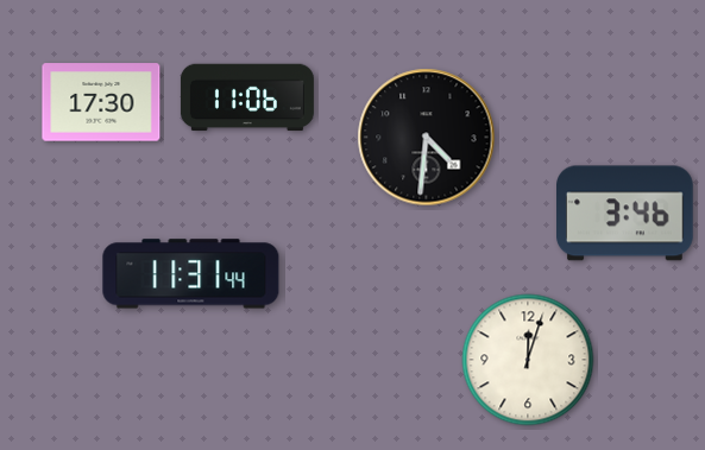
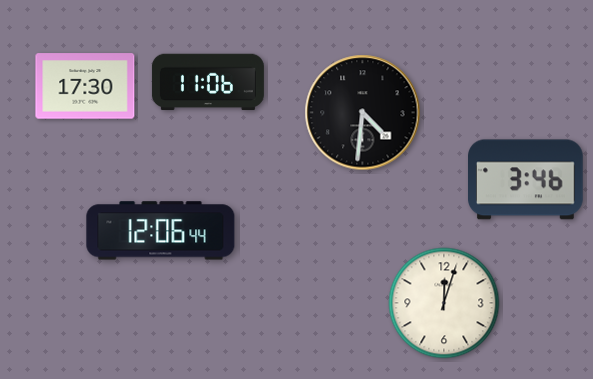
clock at (427, 138) position: (427, 138) -> (363, 113)
clock at (191, 274): 11:31 -> 12:06
